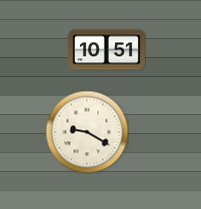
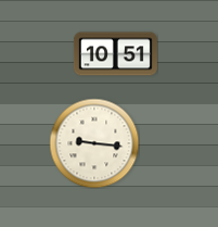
clock at (87, 132): 9:20 -> 9:16
